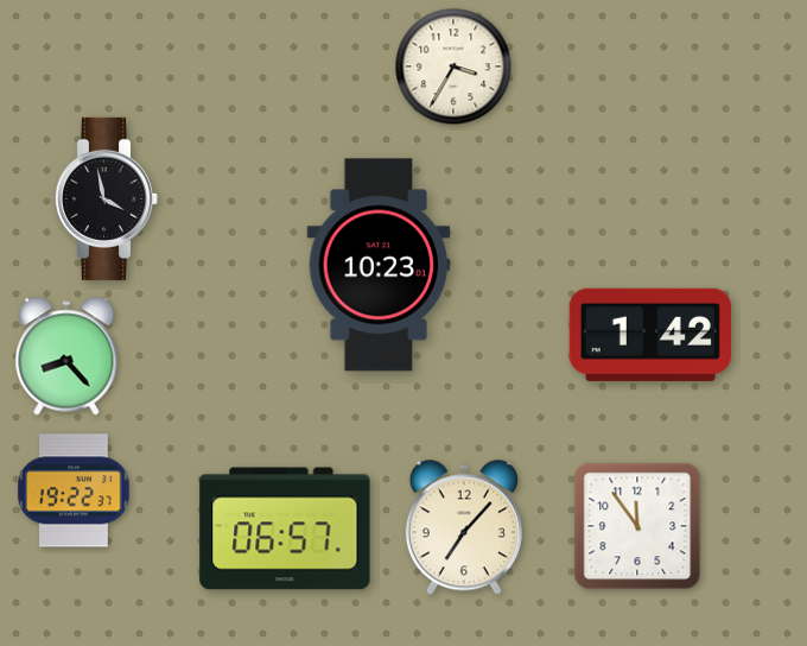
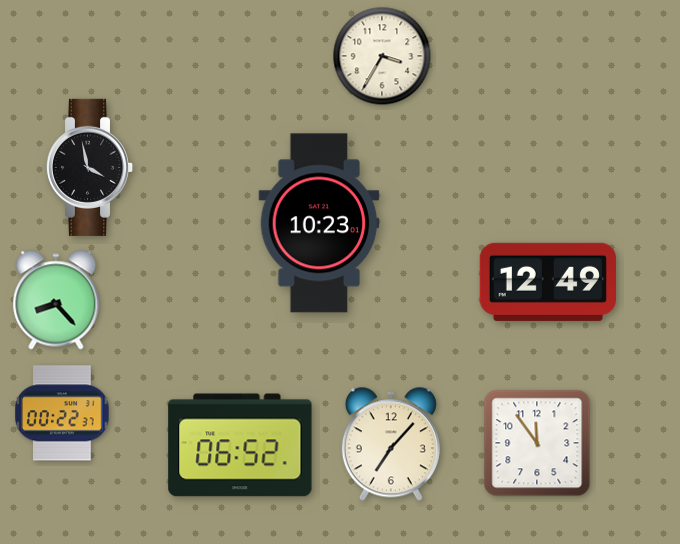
clock at (650, 335): 1:42 -> 12:49
clock at (74, 490): 19:22 -> 00:22
clock at (285, 528): 06:57 -> 06:52
